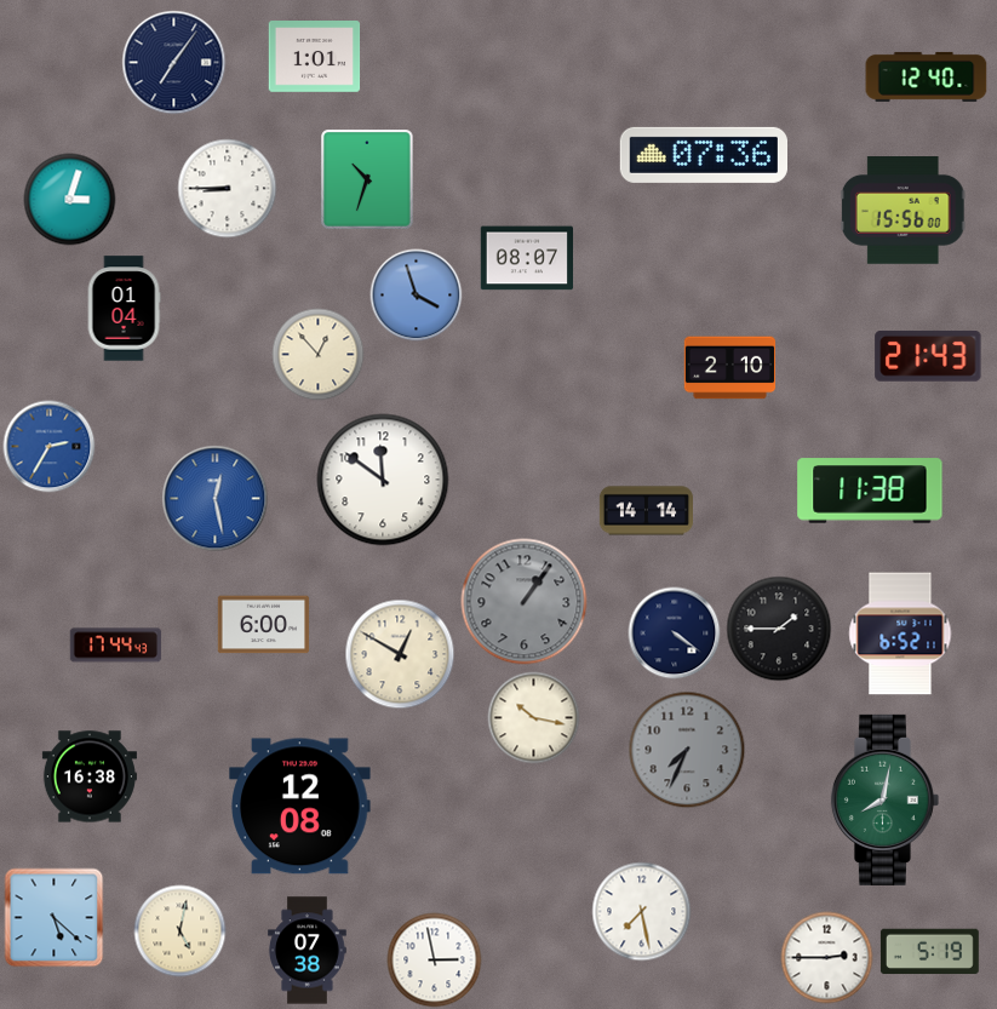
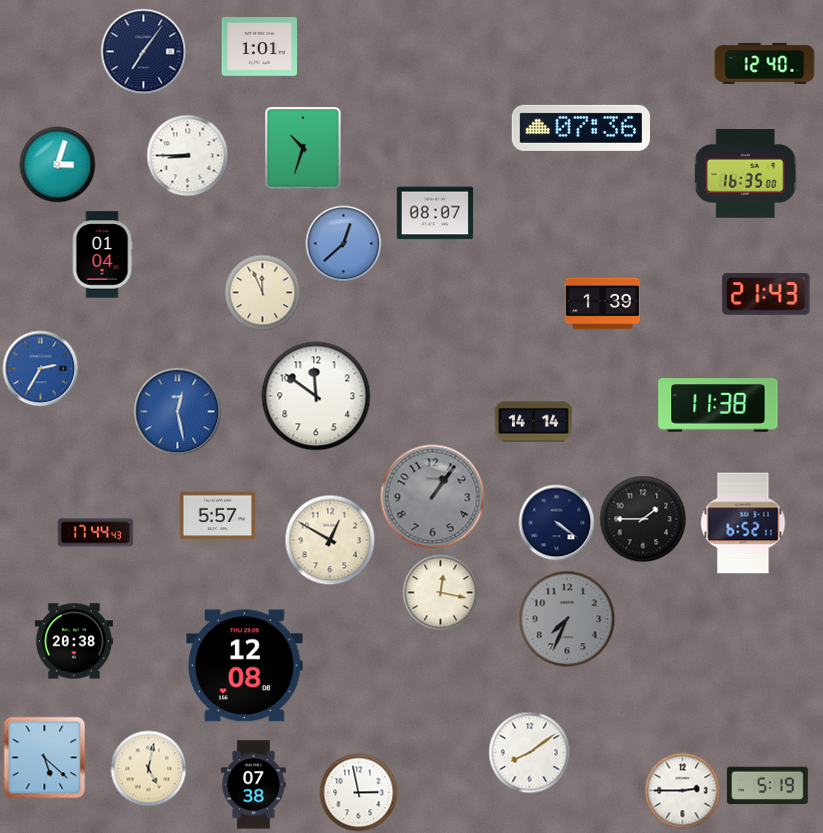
clock at (903, 211): 15:56 -> 16:35
clock at (417, 296): 3:57 -> 12:38
clock at (319, 355): 12:53 -> 11:56
clock at (730, 368): 2:10 -> 1:39
clock at (264, 625): 6:00 -> 5:57
clock at (534, 718): 10:17 -> 12:17
clock at (90, 776): 16:38 -> 20:38
clock at (884, 799): 8:02 -> none
clock at (300, 807) position: (300, 807) -> (245, 666)
clock at (642, 912): 7:28 -> 8:09
